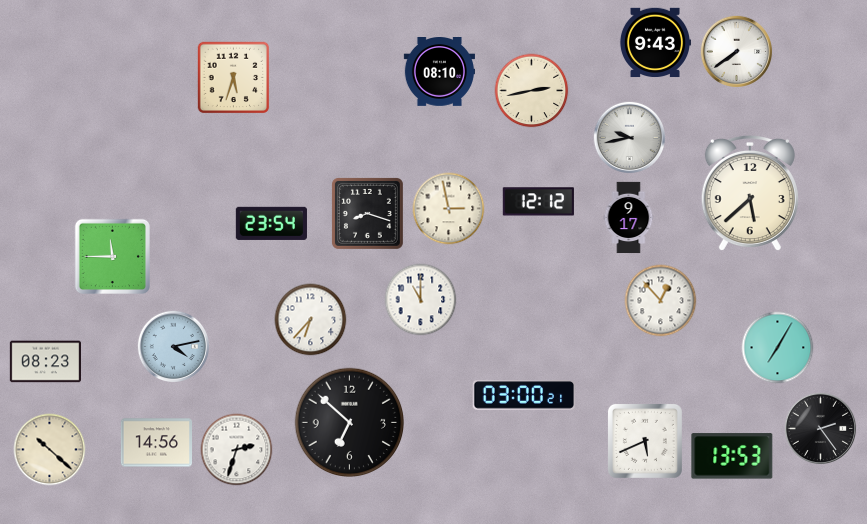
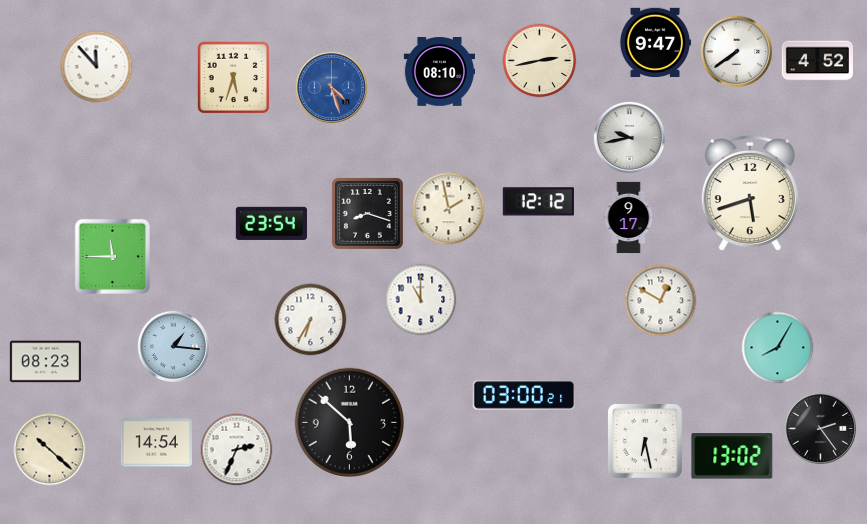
clock at (654, 43): 9:43 -> 9:47
clock at (817, 61): none -> 4:52
clock at (97, 67): none -> 11:53
clock at (331, 87): none -> 4:27
clock at (532, 91) position: (532, 91) -> (540, 61)
clock at (750, 193): 5:38 -> 5:42
clock at (449, 209): 2:58 -> 1:58
clock at (661, 301): 12:53 -> 12:50
clock at (311, 320): 6:37 -> 6:35
clock at (173, 346): 4:13 -> 1:16
clock at (778, 348): 7:05 -> 8:05
clock at (350, 423): 6:52 -> 5:52
clock at (645, 441): 5:41 -> 6:28
clock at (156, 443): 14:56 -> 14:54
clock at (237, 450): 2:33 -> 2:34
clock at (732, 456): 13:53 -> 13:02
